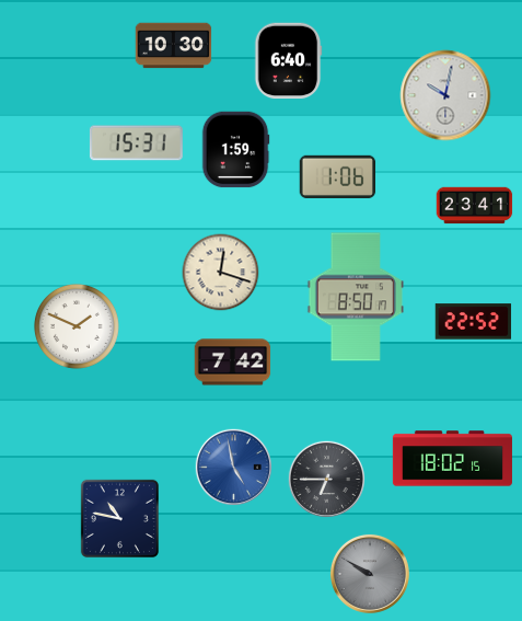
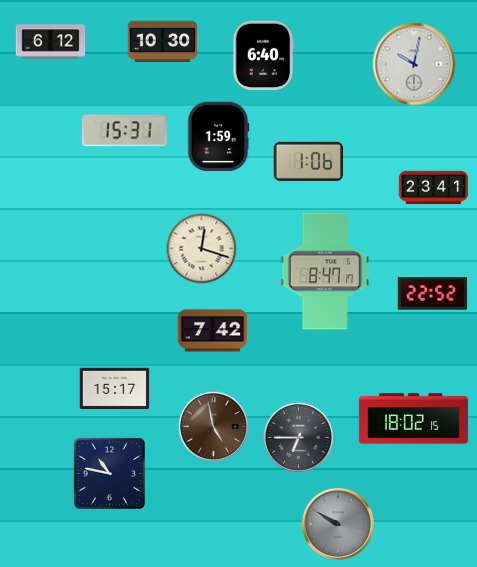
clock at (51, 42): none -> 6:12
clock at (174, 46) position: (174, 46) -> (163, 42)
clock at (445, 95) position: (445, 95) -> (414, 64)
clock at (235, 150) position: (235, 150) -> (218, 137)
clock at (355, 297): 8:50 -> 8:47
clock at (77, 326): 1:49 -> none
clock at (115, 388): none -> 15:17
clock at (233, 467) dial: blue -> brown
